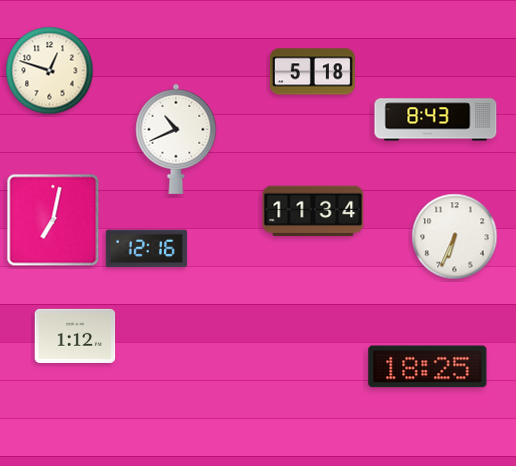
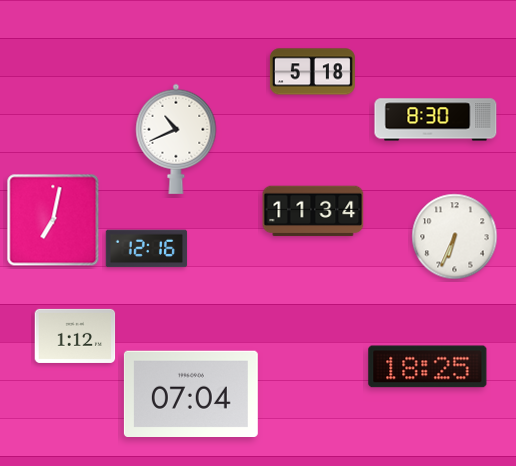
clock at (50, 71): 12:48 -> none
clock at (436, 120): 8:43 -> 8:30
clock at (191, 393): none -> 07:04
